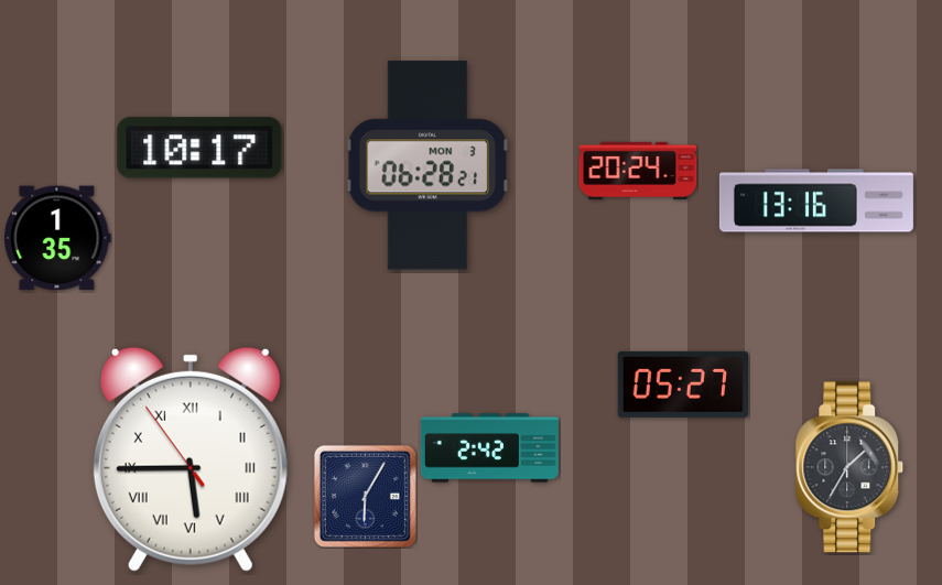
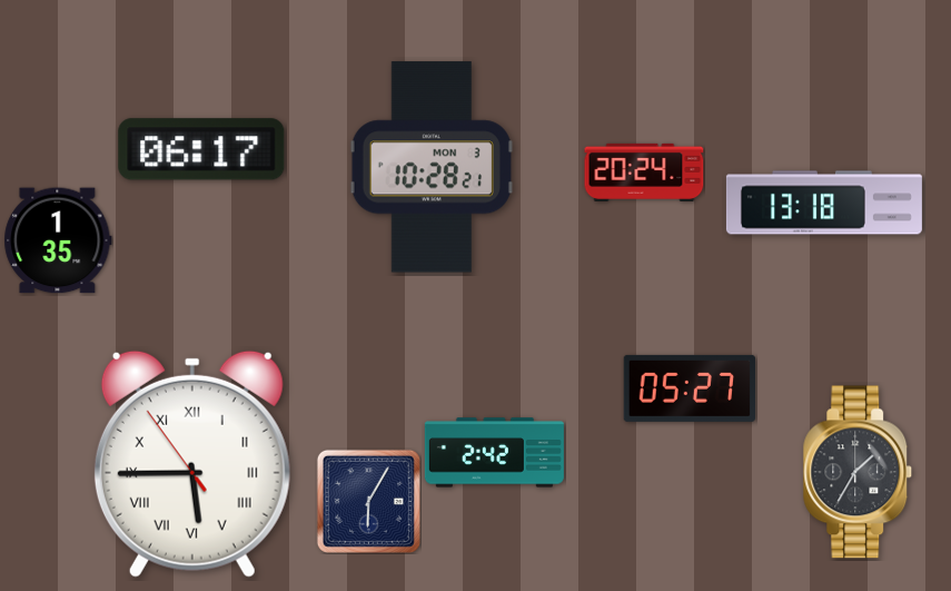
clock at (199, 148): 10:17 -> 06:17
clock at (427, 165): 06:28 -> 10:28
clock at (816, 201): 13:16 -> 13:18
